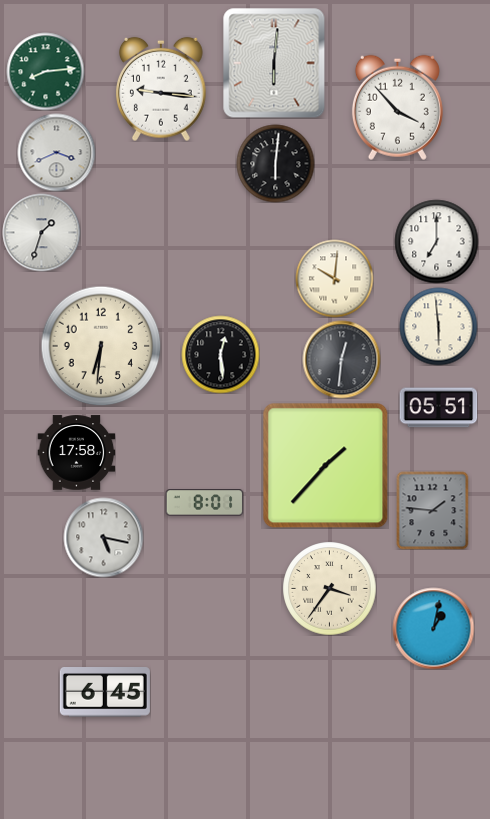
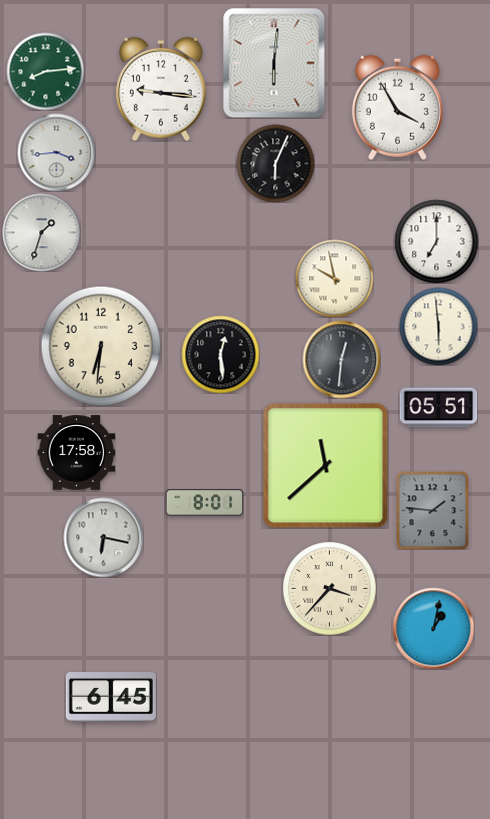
clock at (397, 107): 3:53 -> 3:55
clock at (56, 152): 3:41 -> 3:44
clock at (275, 163): 6:01 -> 6:04
clock at (334, 278): 10:01 -> 9:58
clock at (326, 466): 1:37 -> 11:38
clock at (103, 537): 5:17 -> 6:17
clock at (329, 588): 3:36 -> 3:37
clock at (105, 693) position: (105, 693) -> (111, 698)
